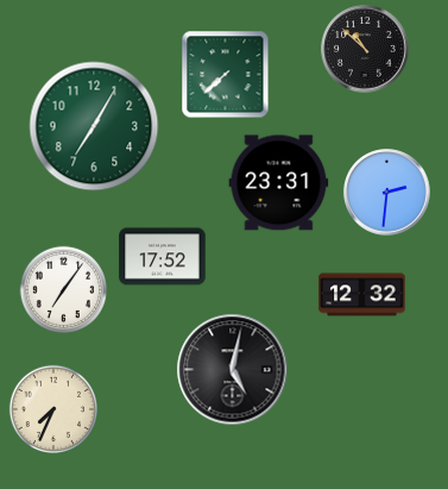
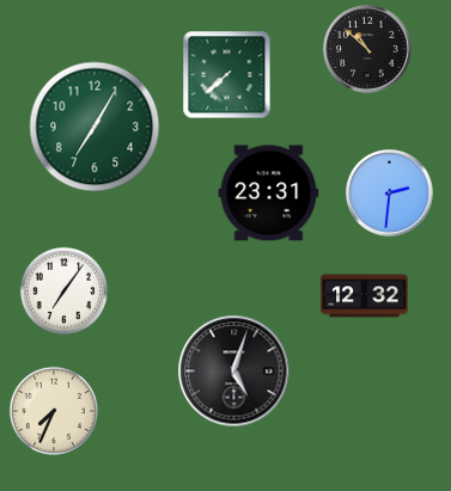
clock at (279, 183) position: (279, 183) -> (269, 194)
clock at (163, 257): 17:52 -> none
clock at (233, 370): 5:02 -> 5:03
